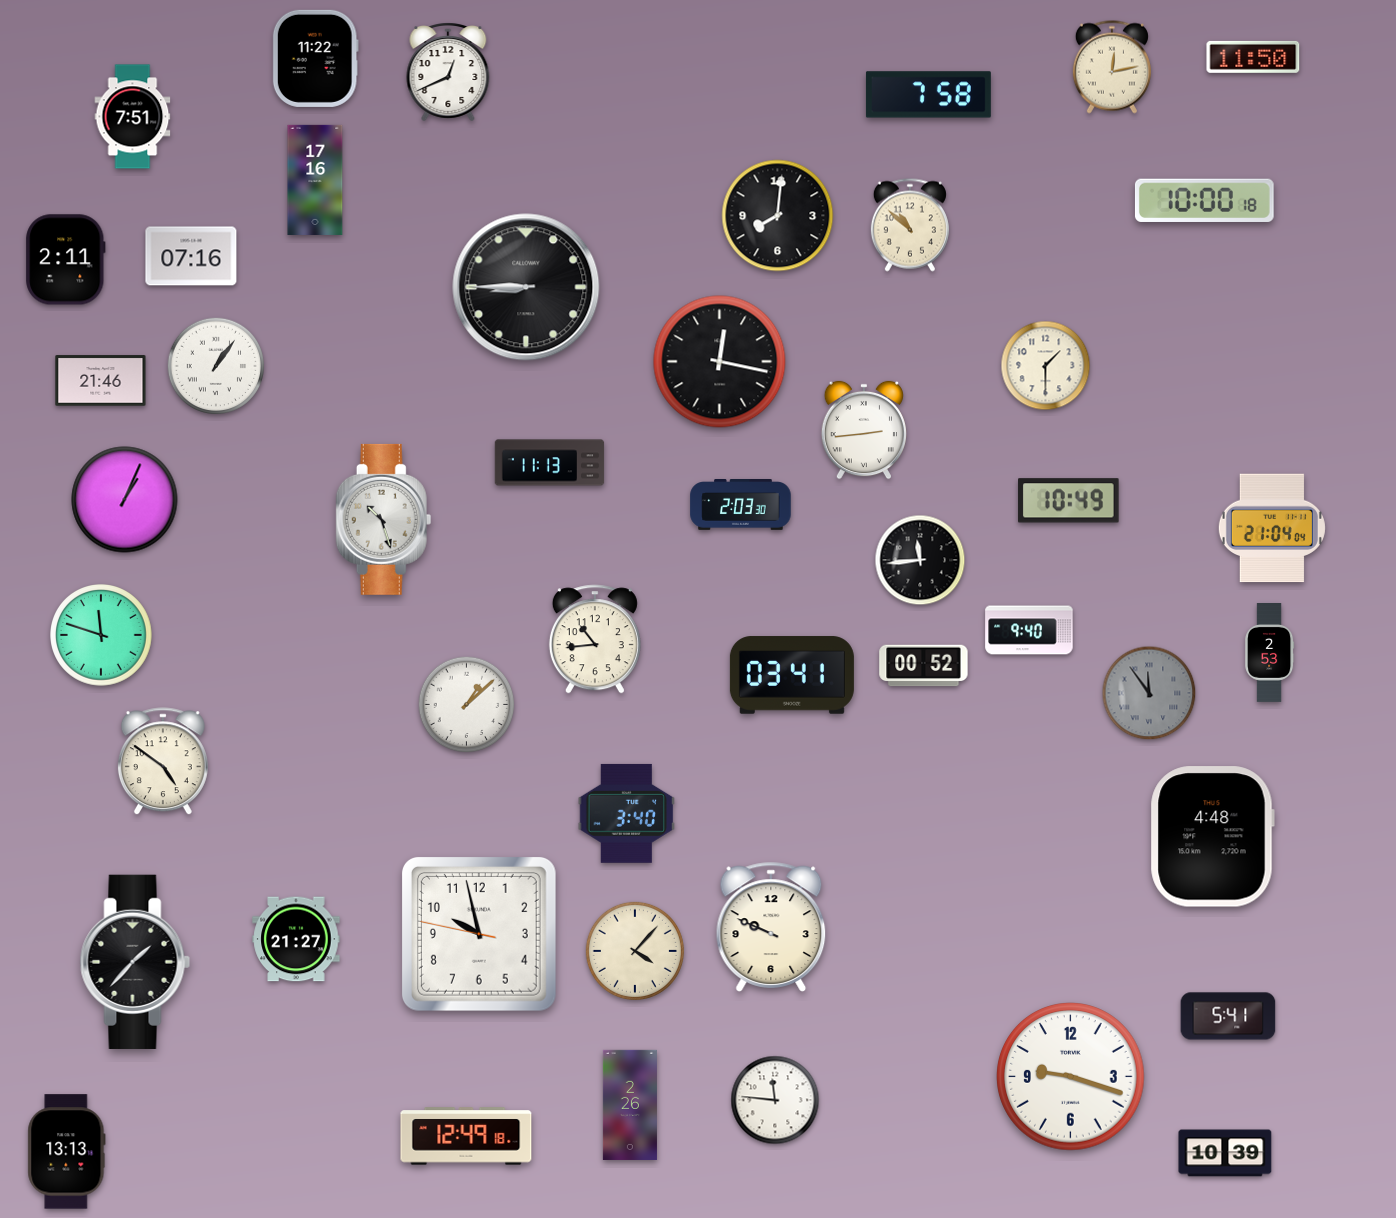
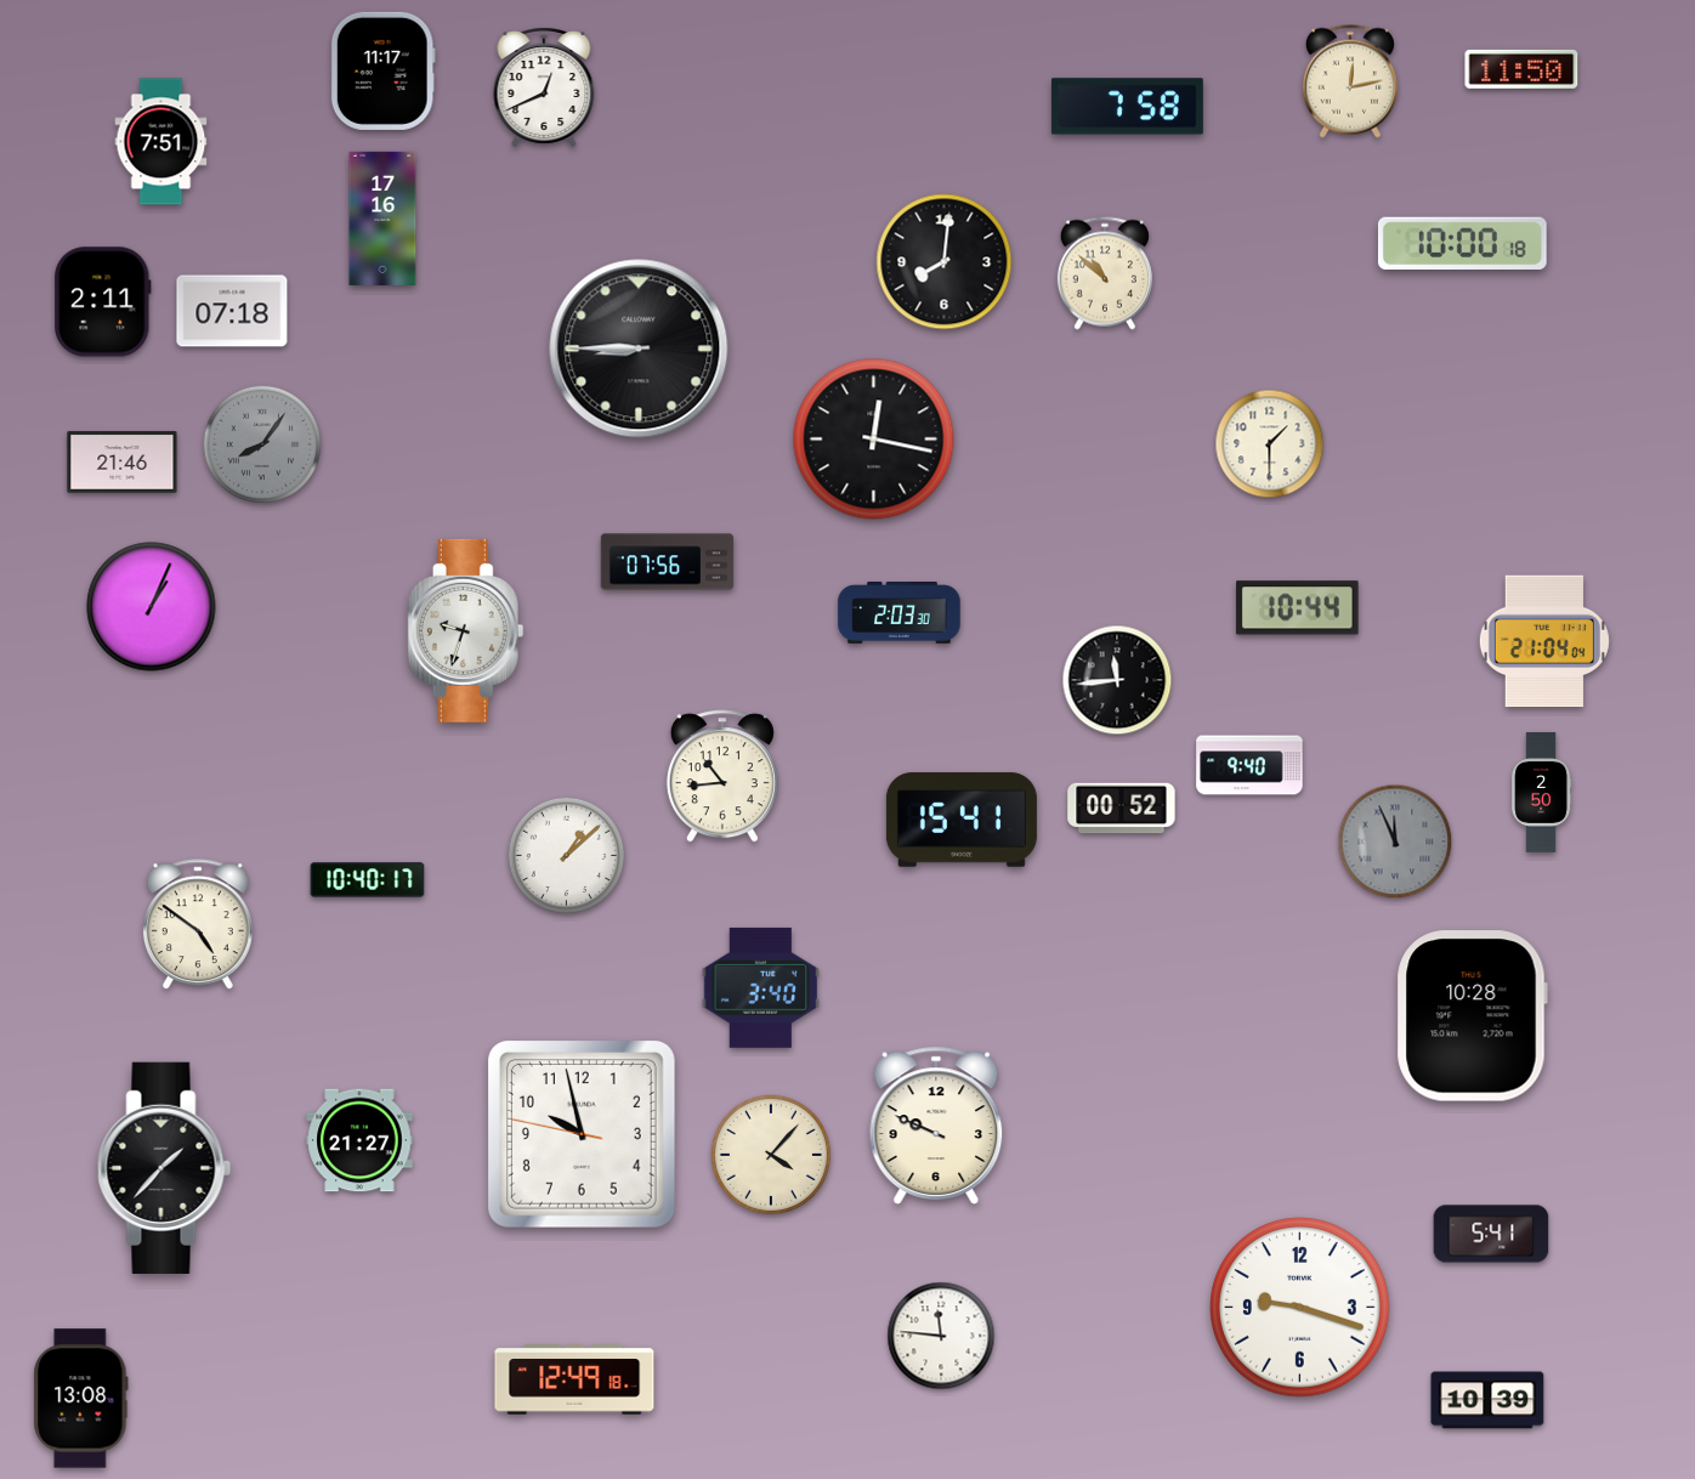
clock at (315, 58): 11:22 -> 11:17
clock at (928, 95) position: (928, 95) -> (1127, 107)
clock at (191, 256): 07:16 -> 07:18
clock at (66, 260) position: (66, 260) -> (103, 302)
clock at (216, 366): 1:06 -> 8:06
clock at (216, 366) dial: white -> grey
clock at (864, 430): 2:44 -> none
clock at (550, 463): 11:13 -> 07:56
clock at (1069, 501): 10:49 -> 10:44
clock at (384, 519): 10:27 -> 9:33
clock at (102, 636): 11:48 -> none
clock at (1270, 653): 2:53 -> 2:50
clock at (792, 675): 03:41 -> 15:41
clock at (1149, 693): 11:54 -> 11:56
clock at (368, 880): none -> 10:40
clock at (1212, 837): 4:48 -> 10:28
clock at (630, 1105): 2:26 -> none
clock at (466, 1136) position: (466, 1136) -> (574, 1379)
clock at (67, 1152): 13:13 -> 13:08
